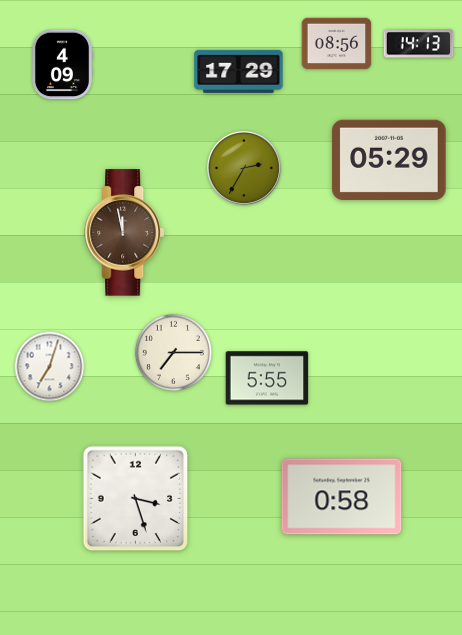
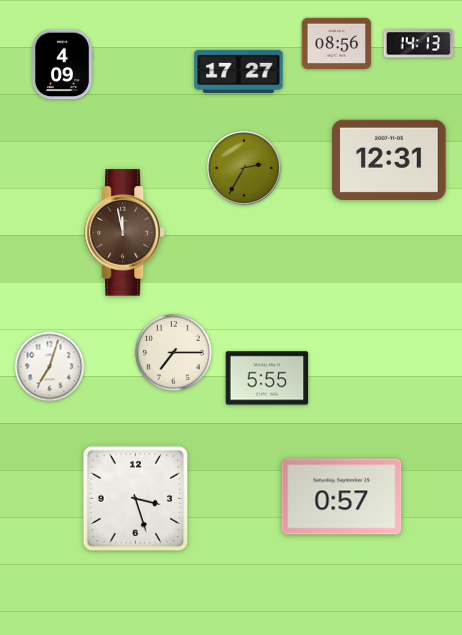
clock at (239, 71): 17:29 -> 17:27
clock at (389, 160): 05:29 -> 12:31
clock at (342, 497): 0:58 -> 0:57
